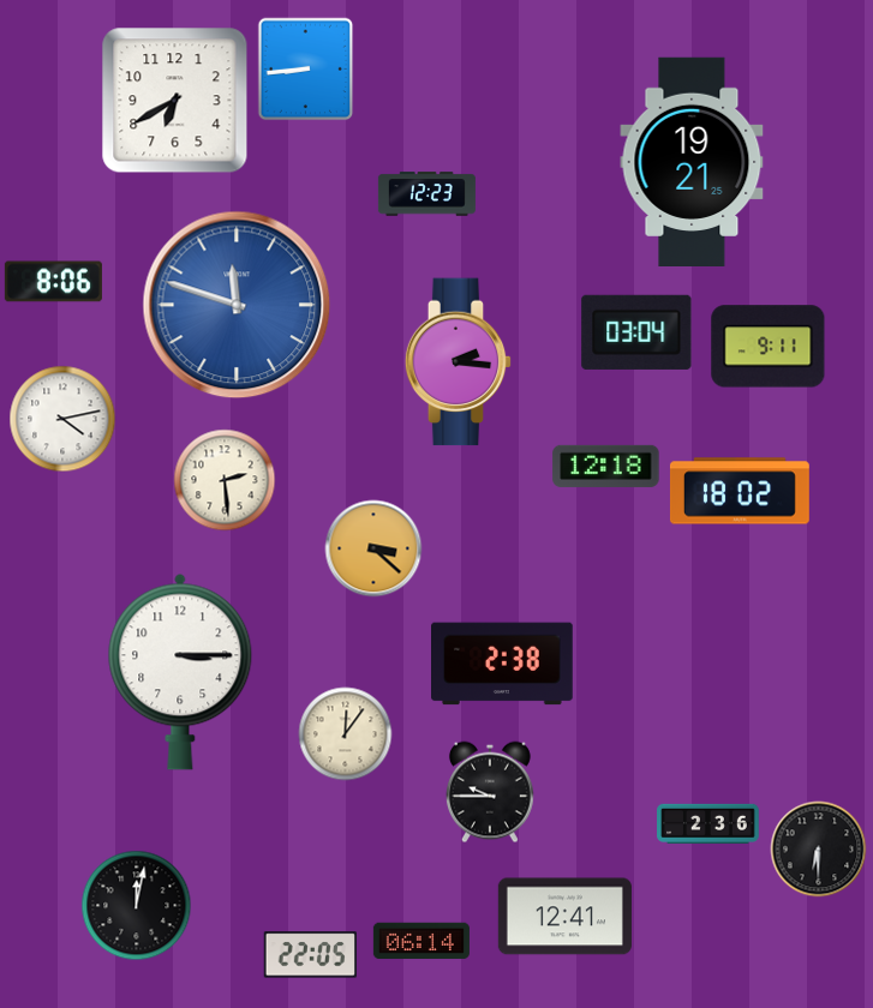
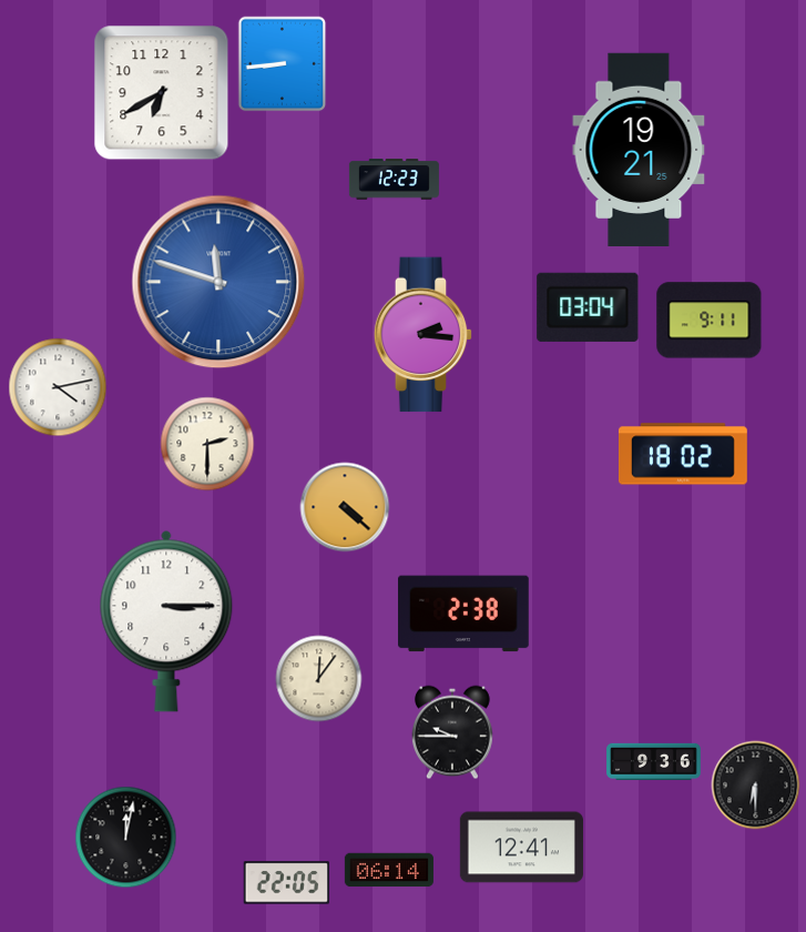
clock at (53, 282): 8:06 -> none
clock at (606, 466): 12:18 -> none
clock at (225, 480): 2:29 -> 2:30
clock at (373, 548): 3:22 -> 4:22
clock at (708, 823): 2:36 -> 9:36
